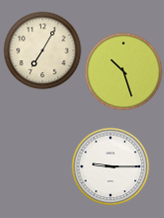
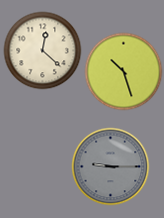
clock at (42, 50): 7:05 -> 12:22
clock at (110, 166) dial: white -> grey
